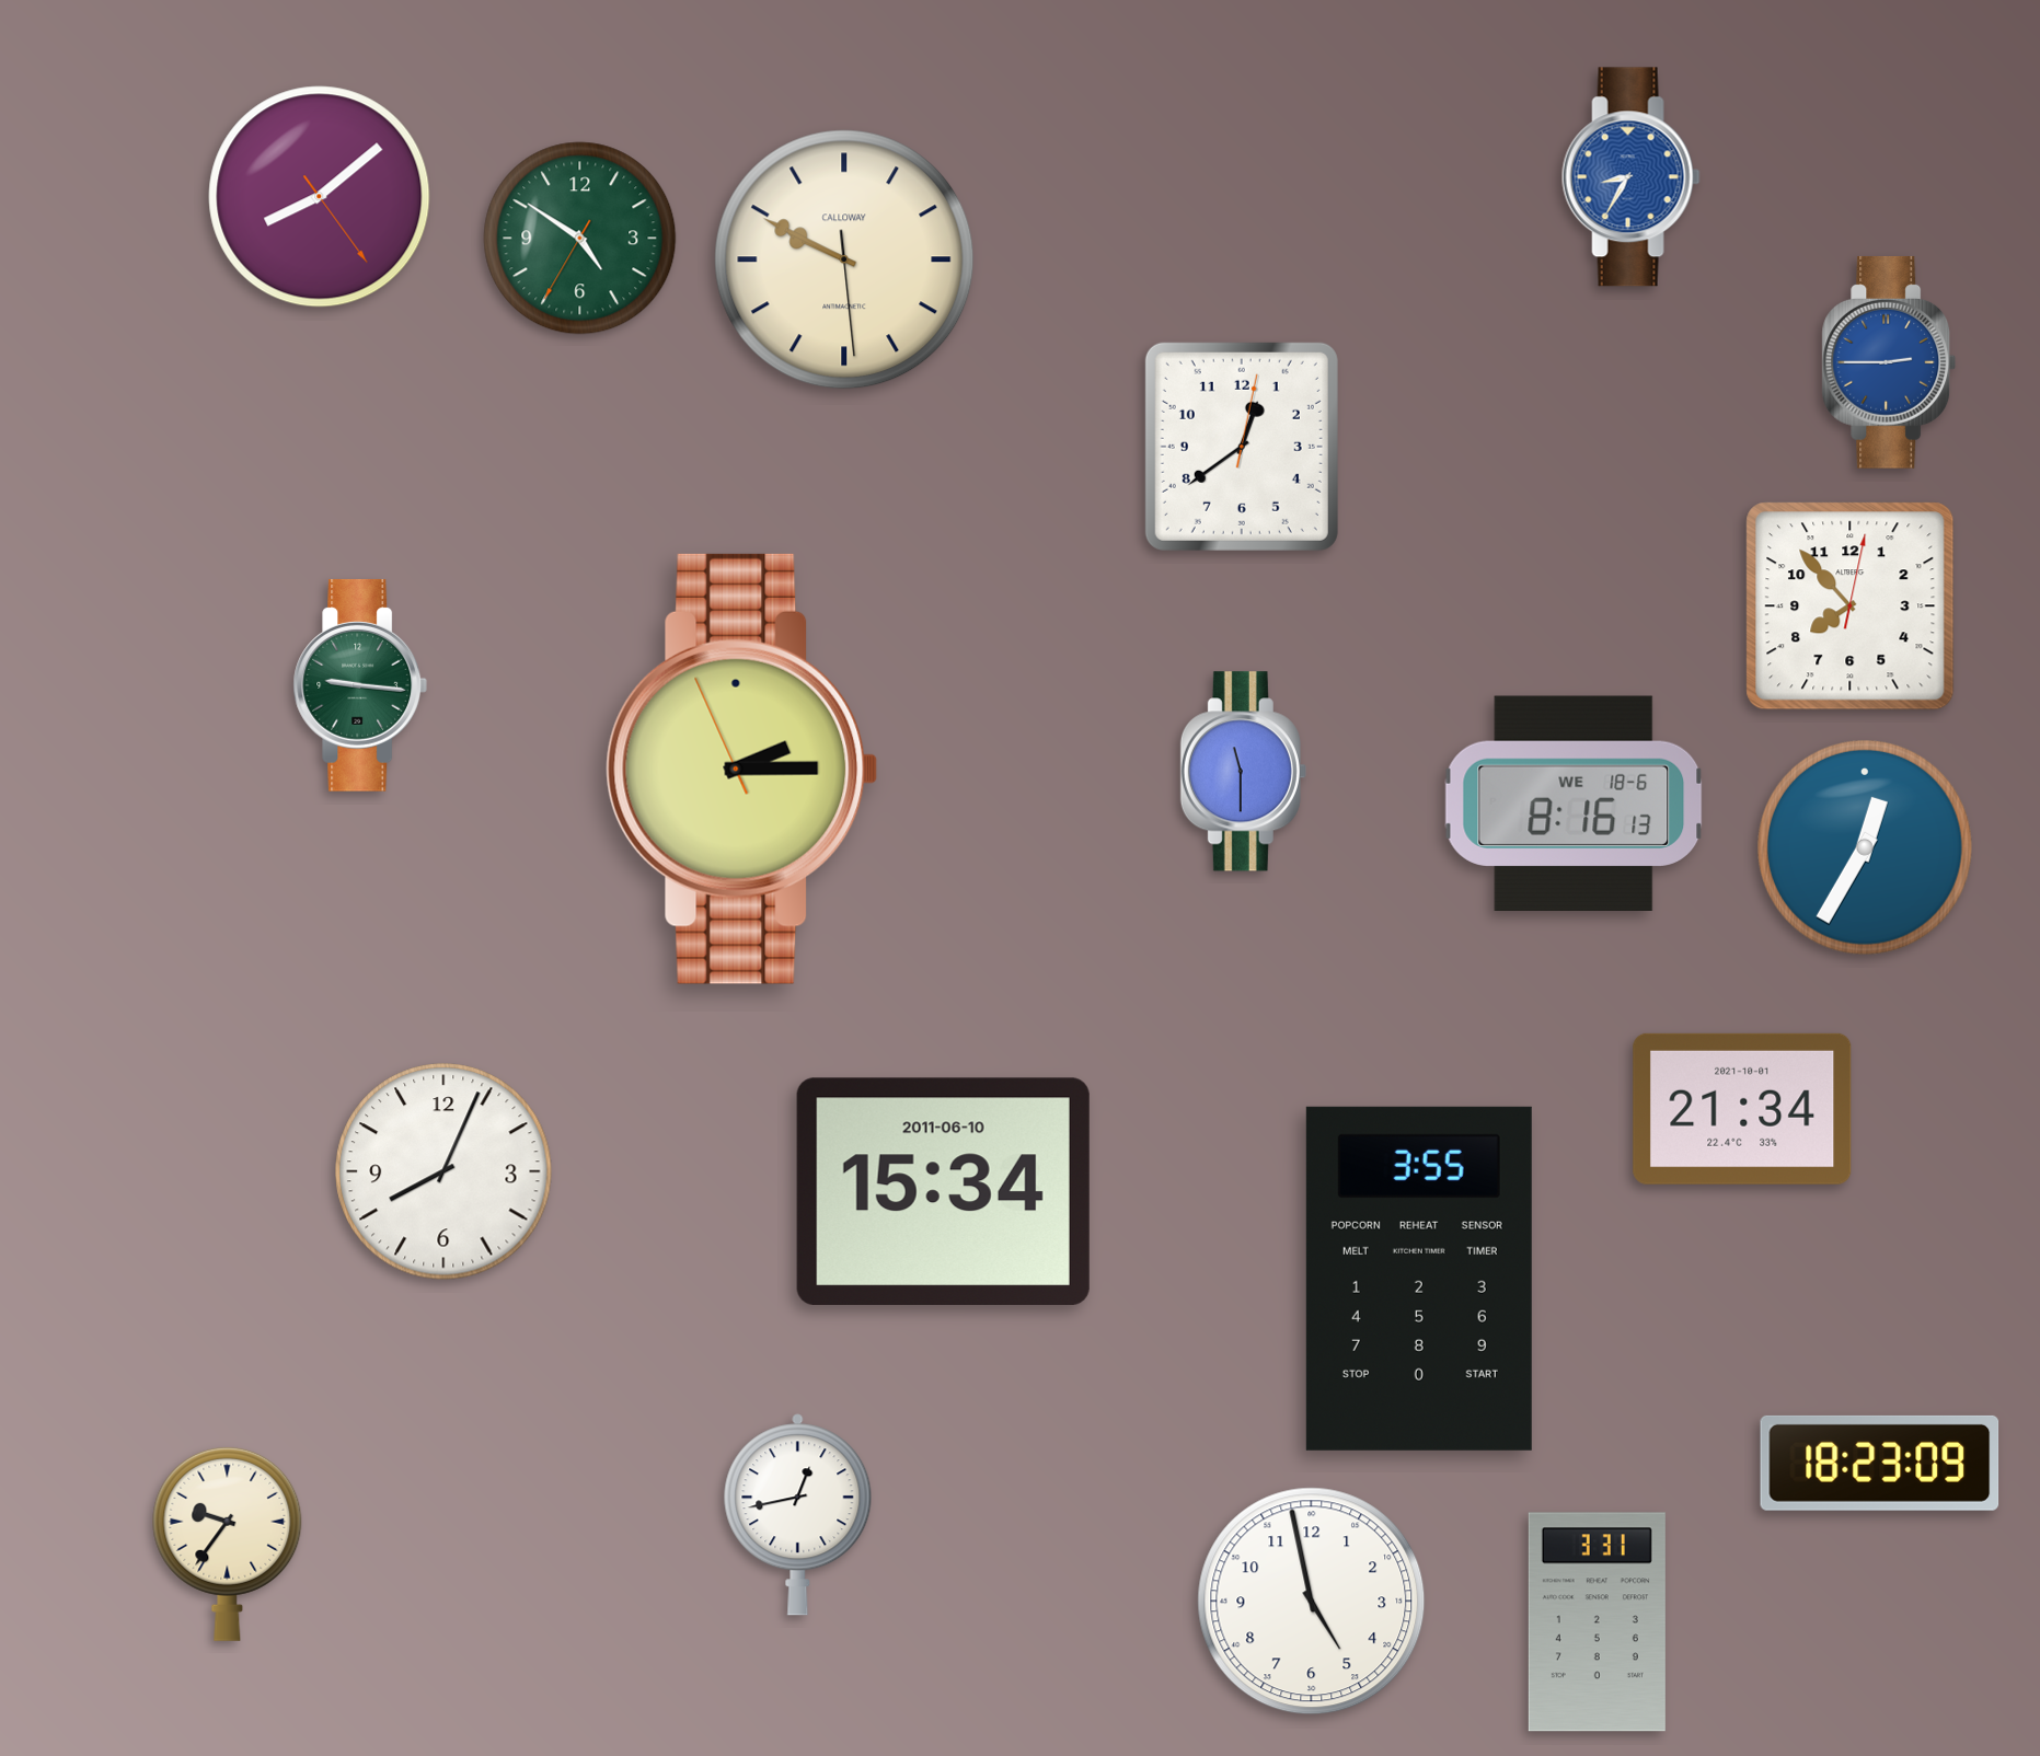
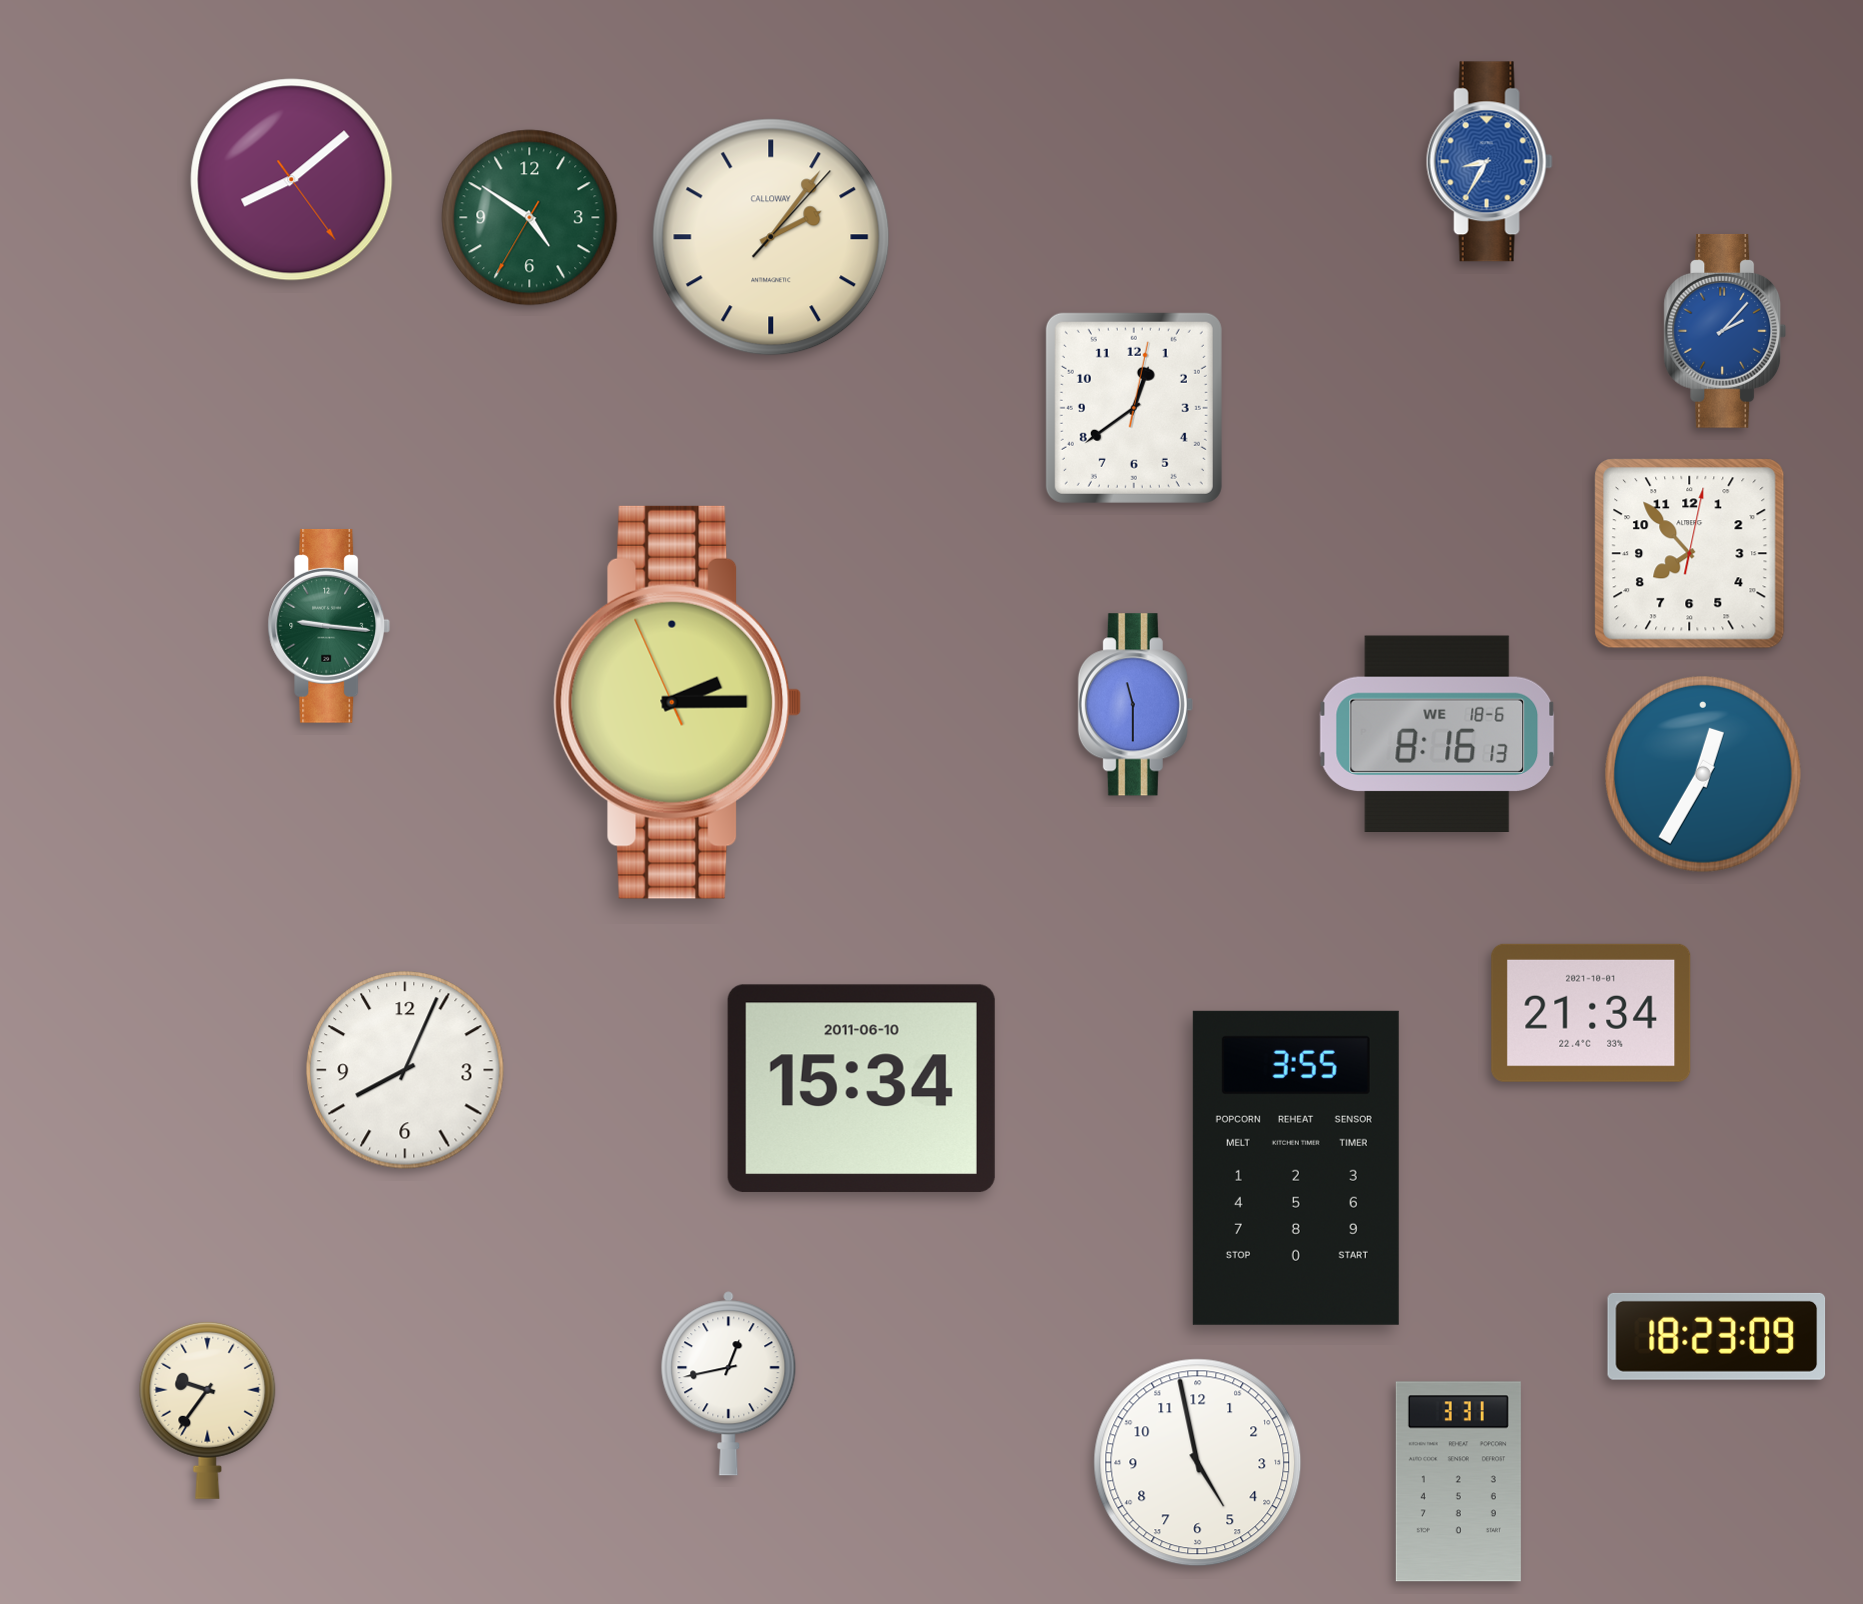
clock at (844, 259): 9:49 -> 2:06
clock at (1889, 362): 2:45 -> 2:07
